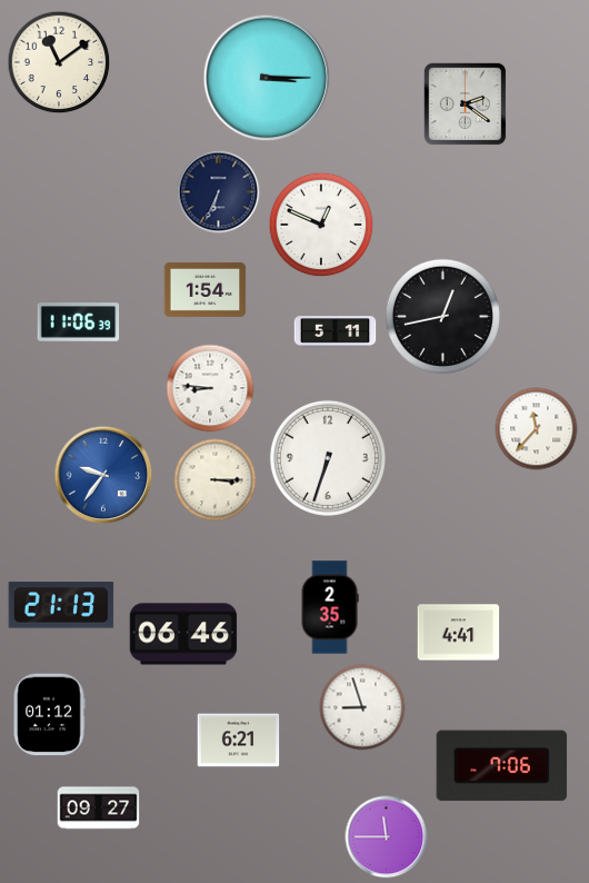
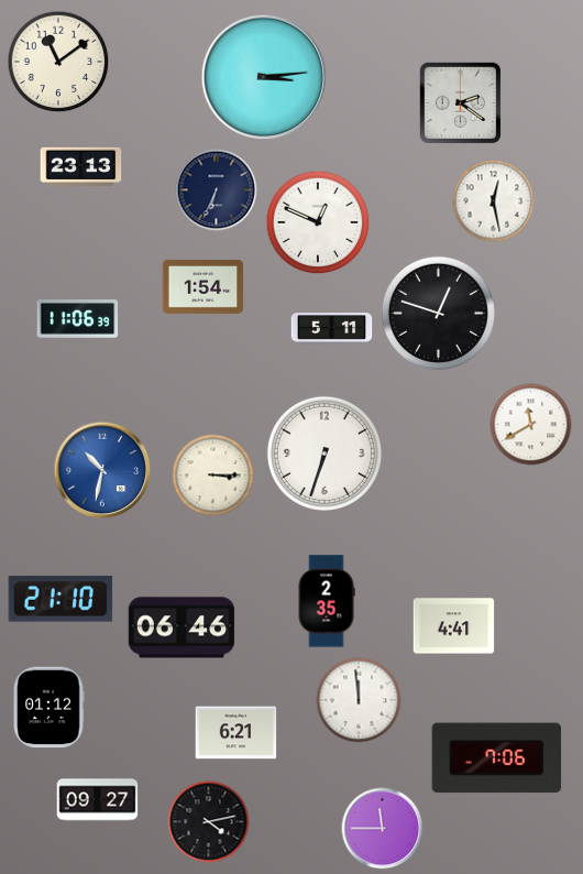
clock at (267, 78): 3:15 -> 3:14
clock at (81, 166): none -> 23:13
clock at (494, 201): none -> 12:28
clock at (442, 316): 12:43 -> 12:48
clock at (210, 388): 8:46 -> none
clock at (537, 429): 11:37 -> 11:40
clock at (103, 475): 9:36 -> 10:32
clock at (61, 605): 21:13 -> 21:10
clock at (362, 707): 8:57 -> 11:59
clock at (209, 822): none -> 4:13
